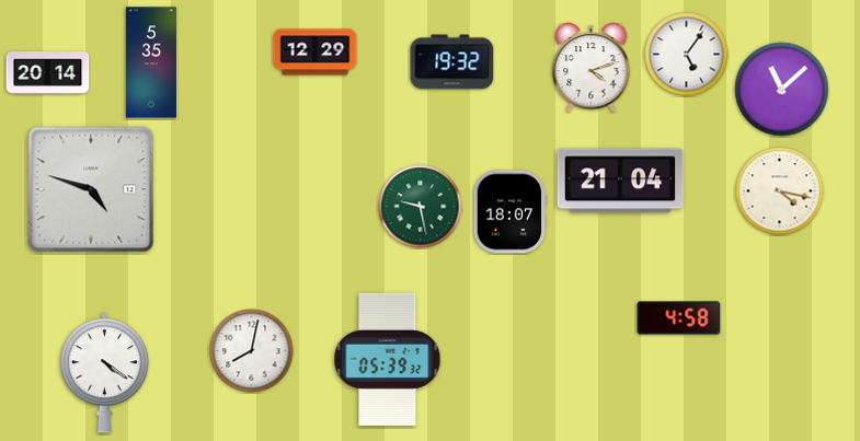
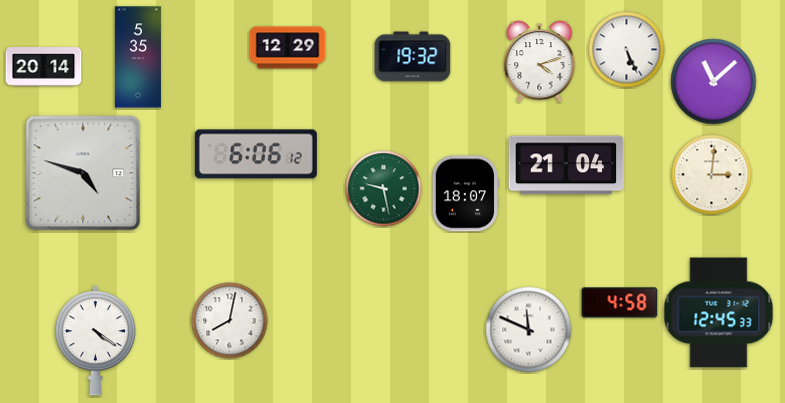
clock at (687, 55): 5:06 -> 5:26
clock at (256, 154): none -> 6:06
clock at (780, 192): 4:17 -> 3:01
clock at (679, 318) position: (679, 318) -> (620, 303)
clock at (719, 313): none -> 12:45
clock at (388, 359): 05:39 -> none
clock at (529, 330): none -> 11:49
